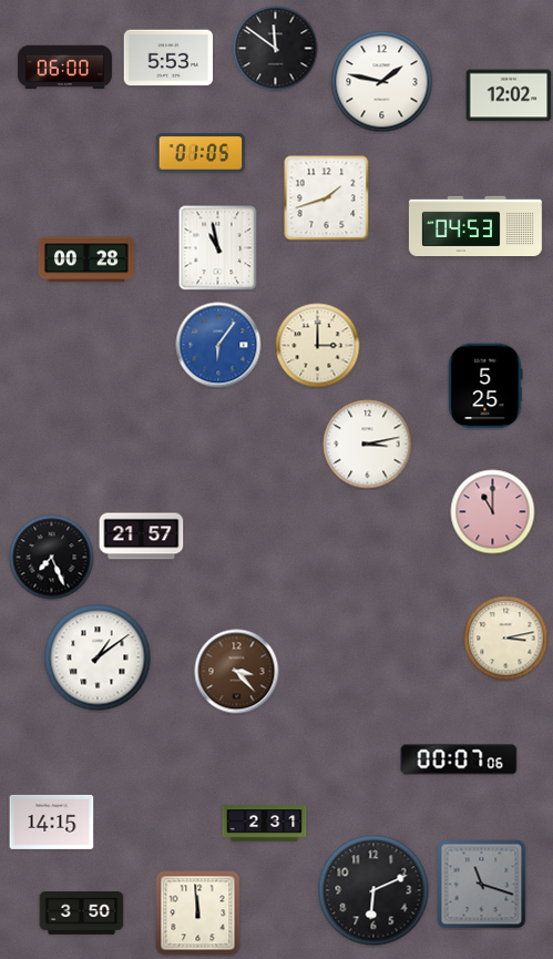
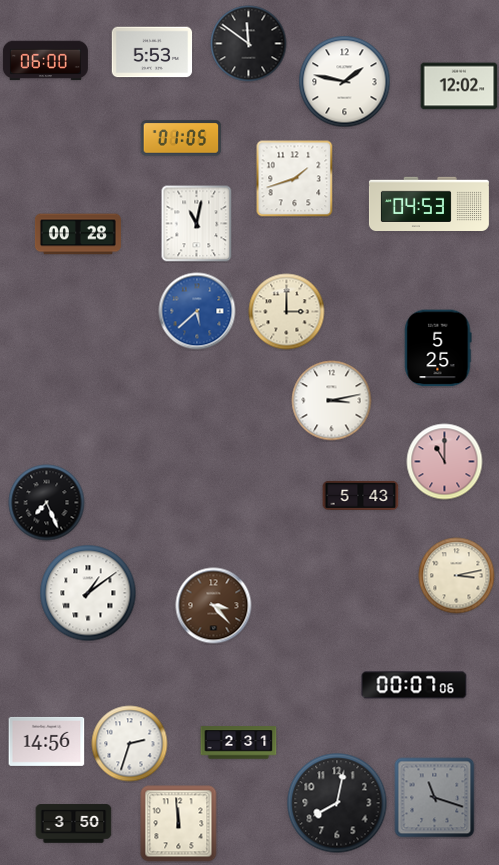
clock at (64, 68) position: (64, 68) -> (45, 61)
clock at (382, 82) position: (382, 82) -> (345, 82)
clock at (218, 248): 10:58 -> 11:02
clock at (218, 345): 6:06 -> 5:38
clock at (142, 537): 21:57 -> none
clock at (361, 495): none -> 5:43
clock at (52, 822): 14:15 -> 14:56
clock at (130, 744): none -> 2:33
clock at (373, 890): 6:11 -> 8:02
